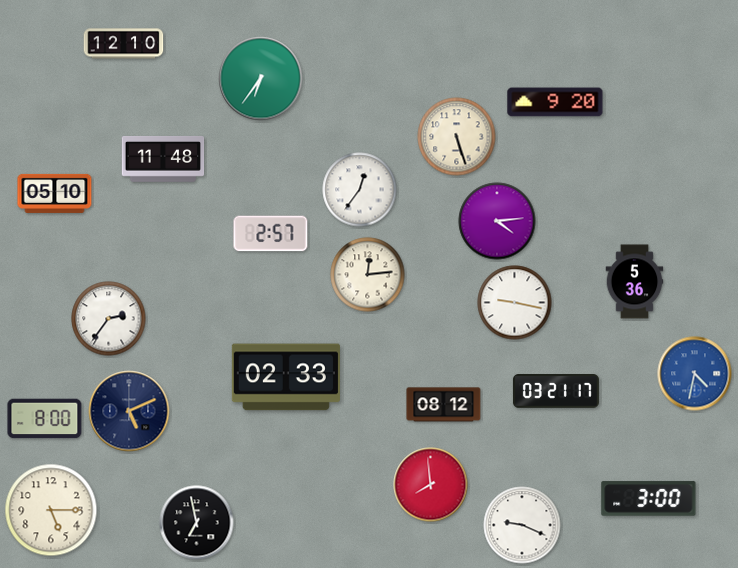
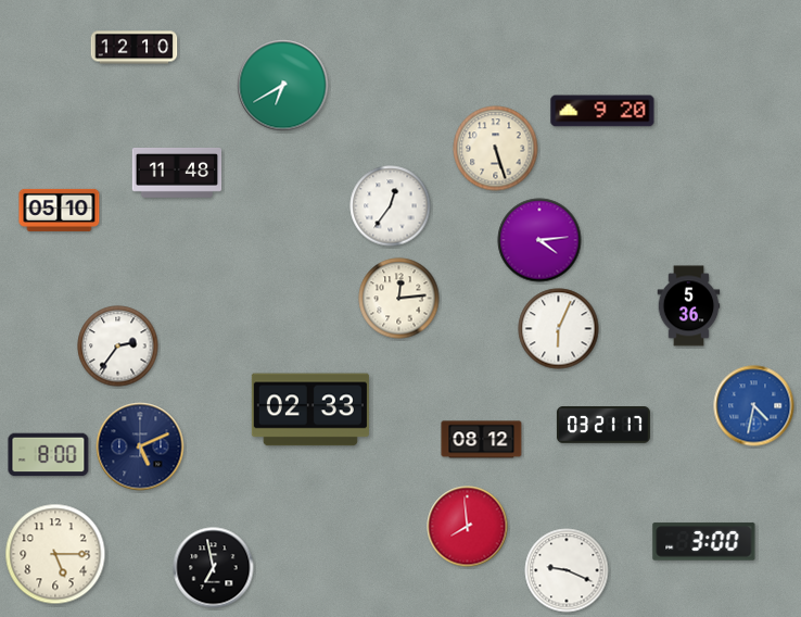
clock at (261, 79): 6:36 -> 6:40
clock at (271, 234): 2:57 -> none
clock at (515, 303): 9:17 -> 6:04
